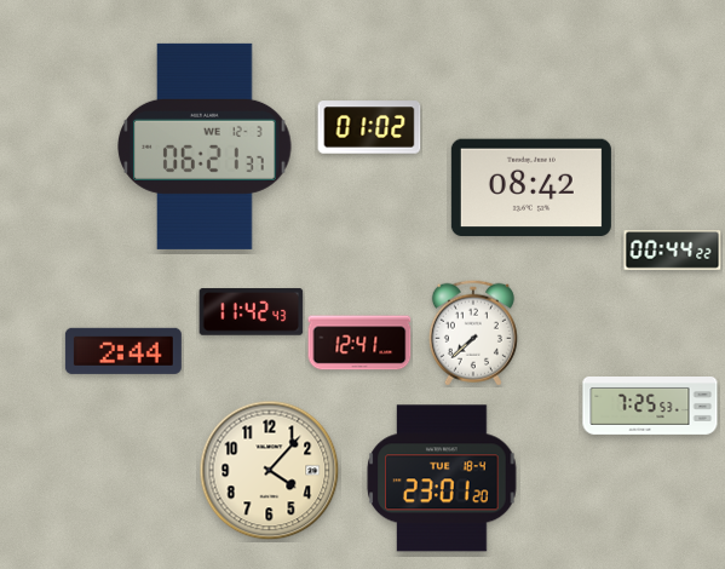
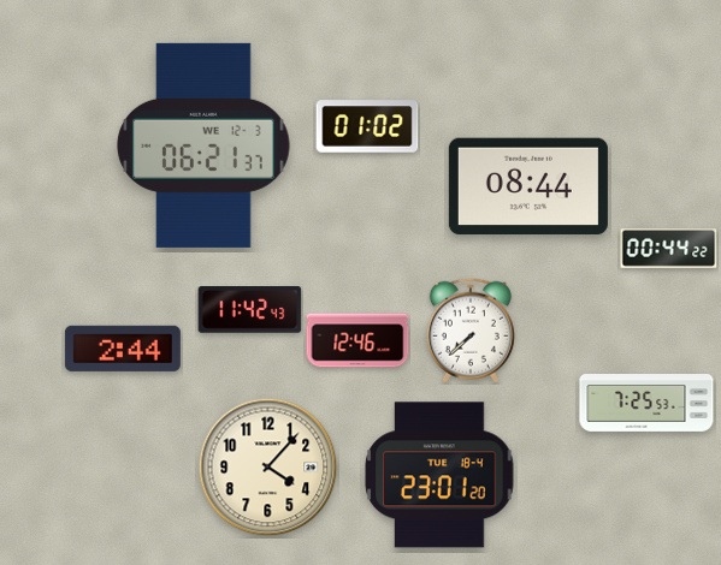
clock at (531, 188): 08:42 -> 08:44
clock at (359, 343): 12:41 -> 12:46
